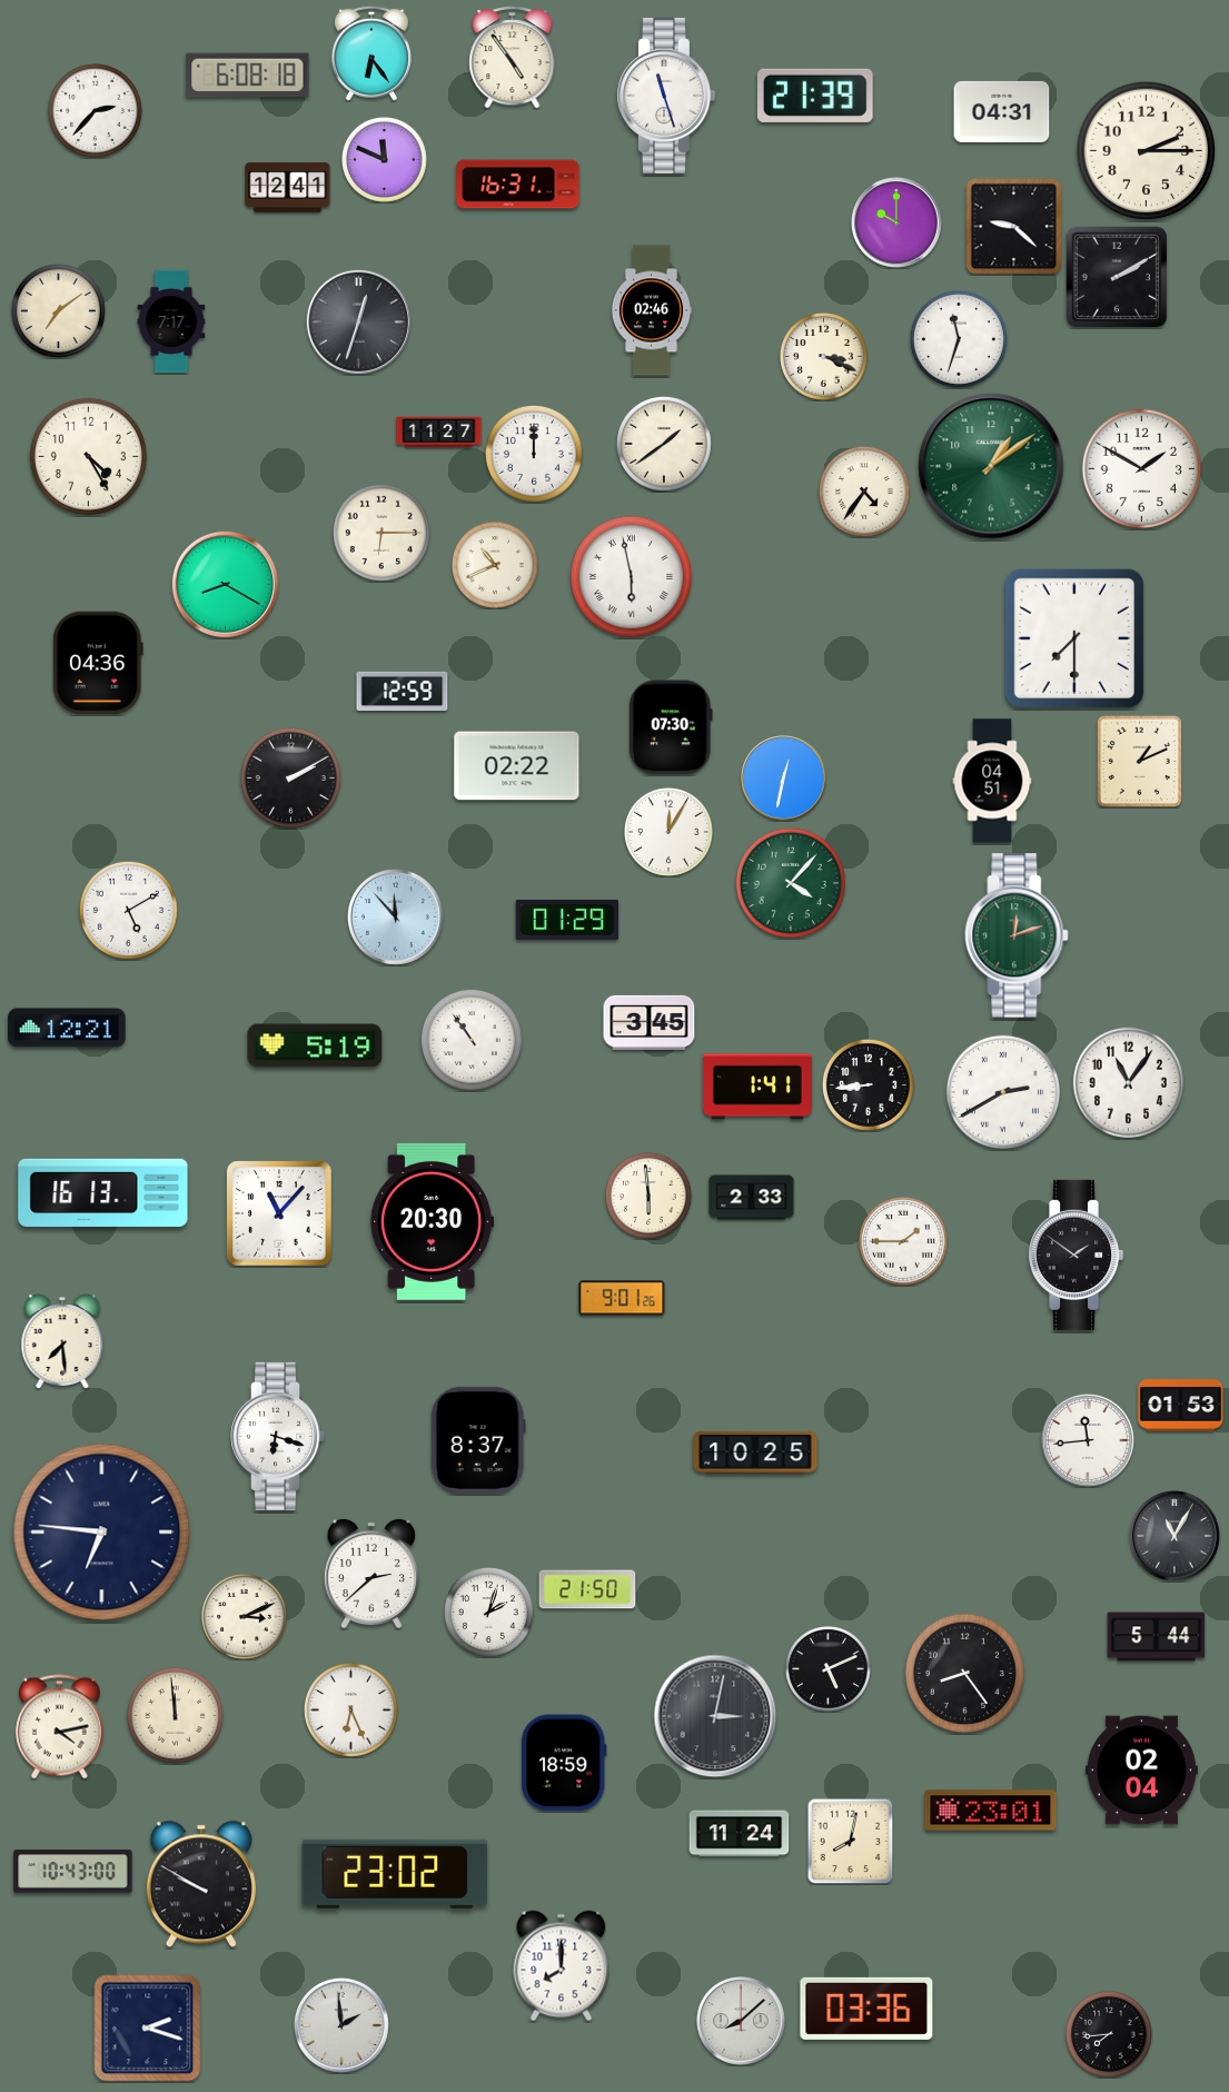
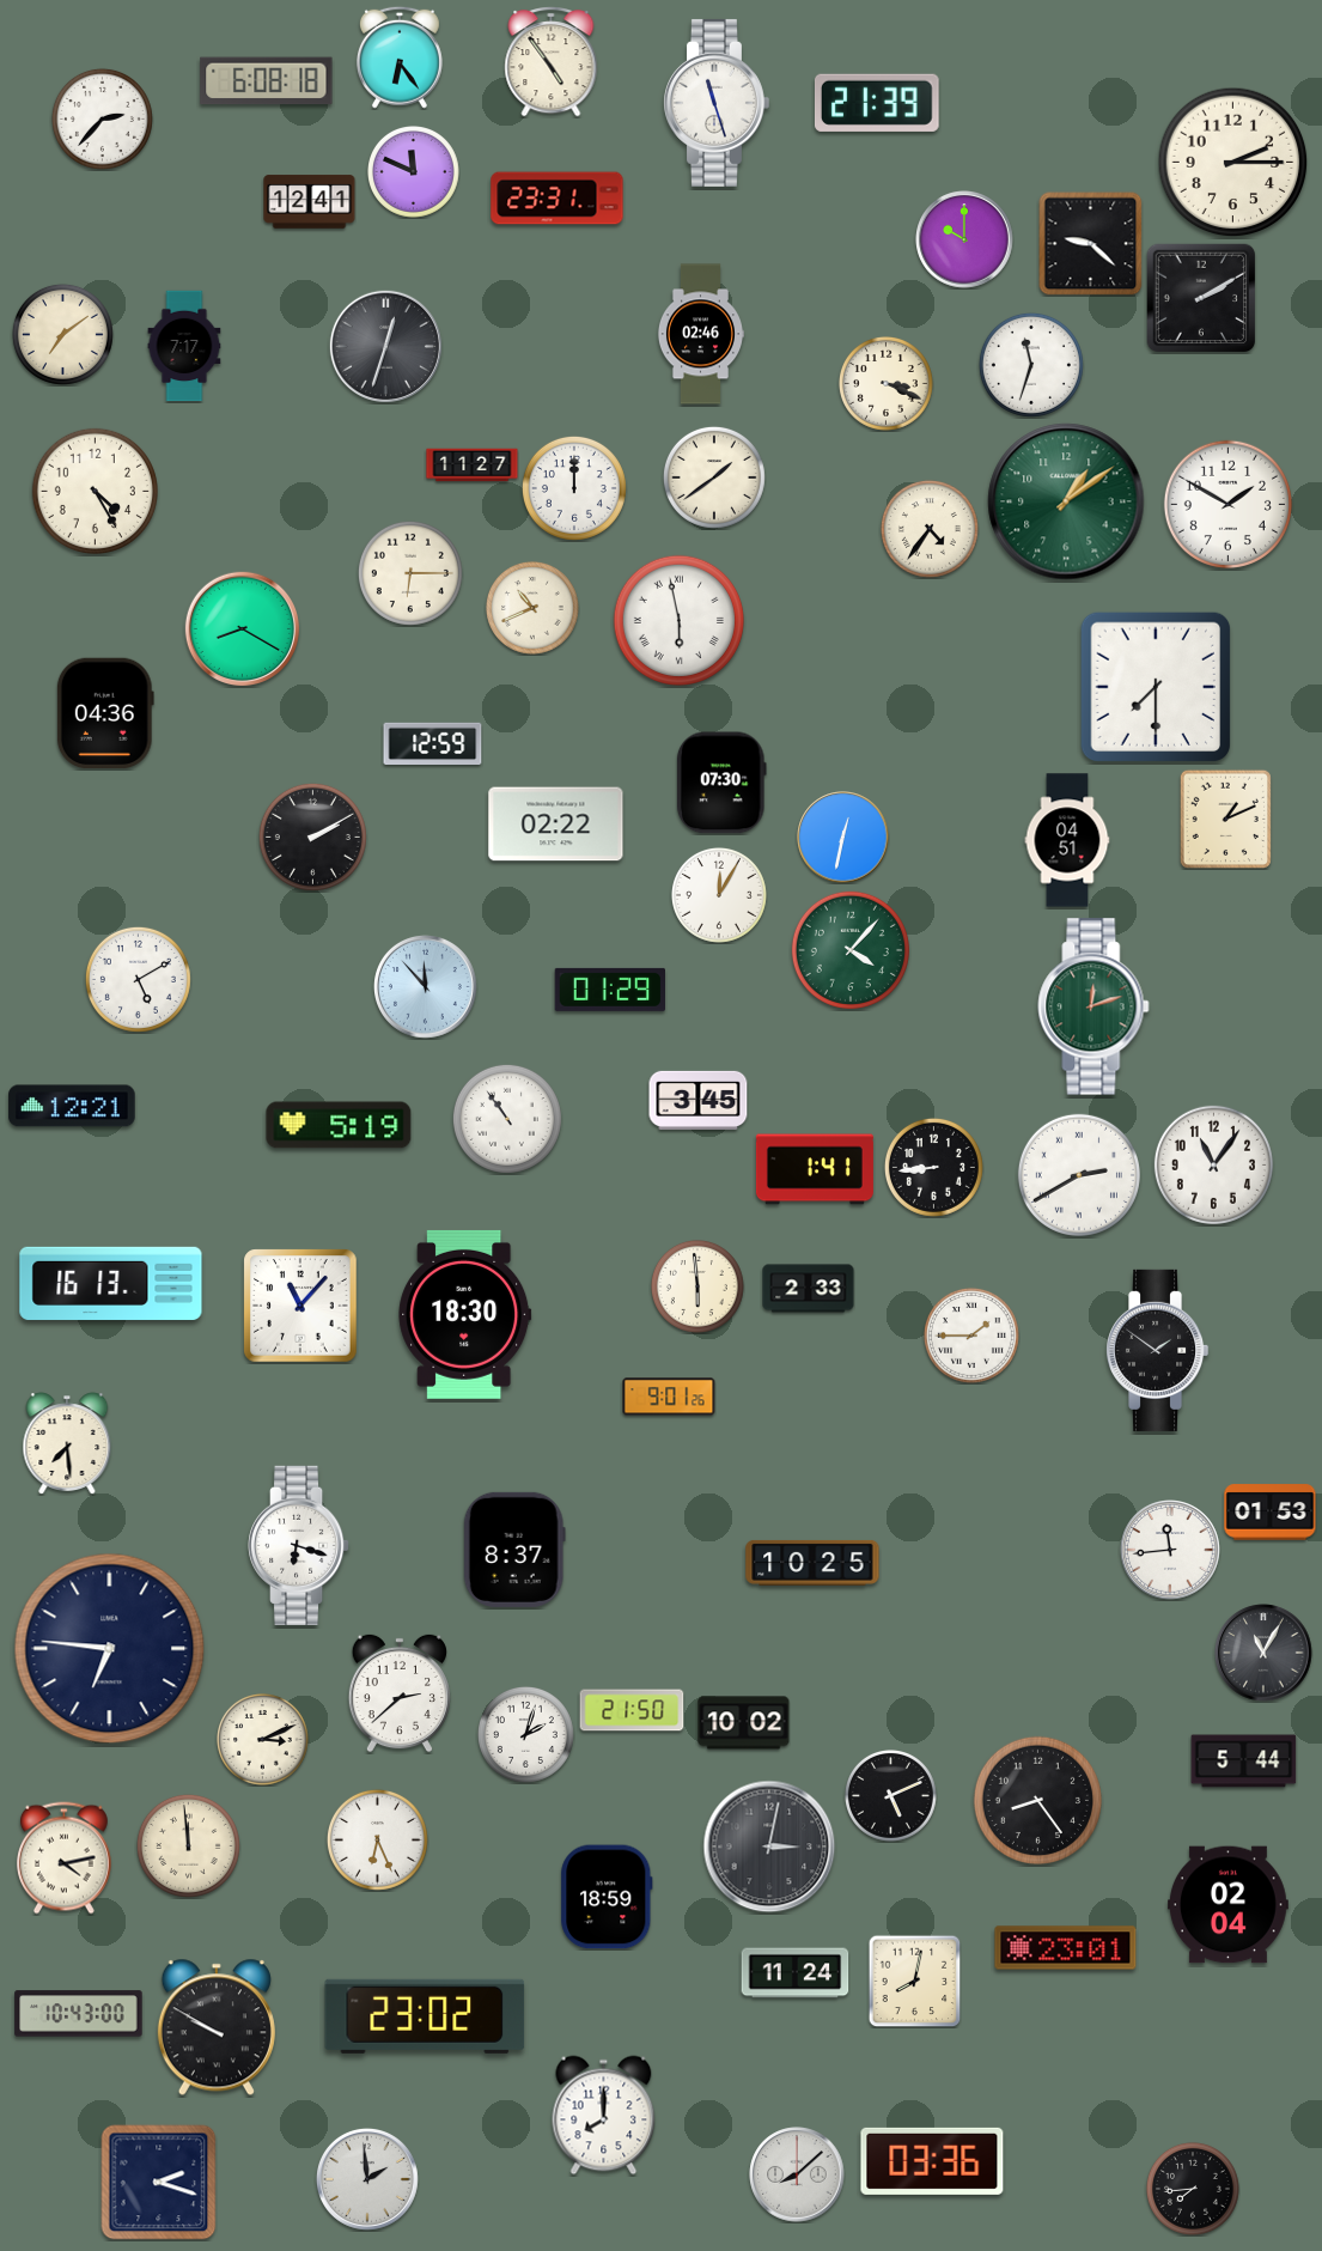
clock at (1002, 111): 04:31 -> none
clock at (518, 185): 16:31 -> 23:31
clock at (433, 1221): 20:30 -> 18:30
clock at (744, 1723): none -> 10:02
